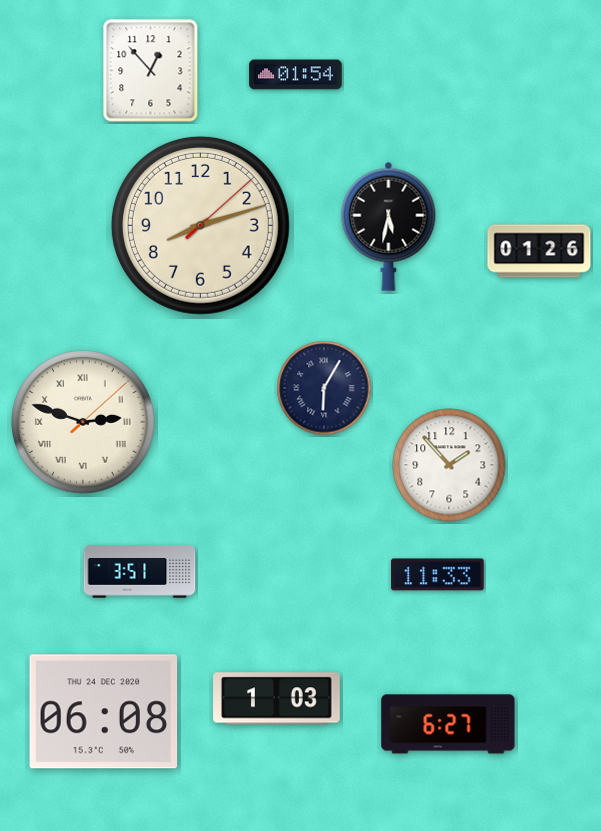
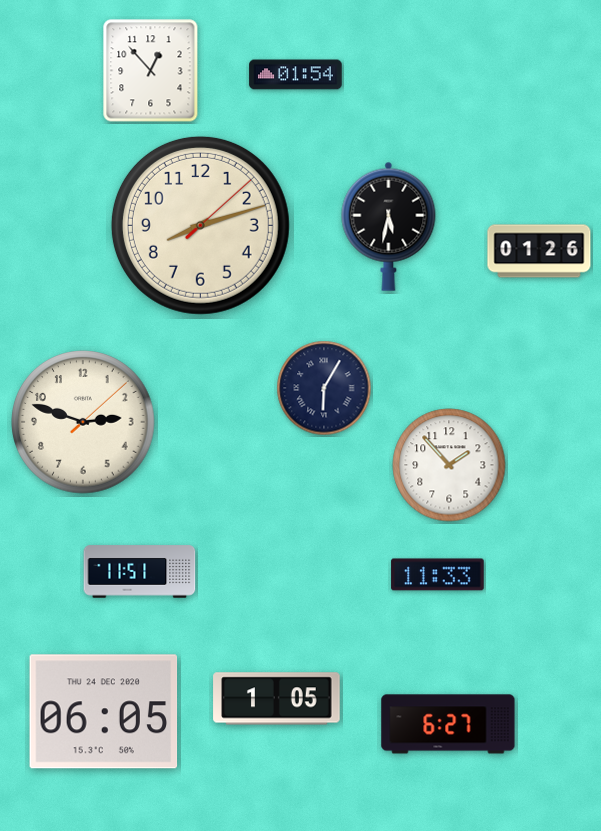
clock at (83, 422) numerals: Roman -> Arabic
clock at (140, 572): 3:51 -> 11:51
clock at (277, 699): 1:03 -> 1:05
clock at (104, 712): 06:08 -> 06:05
